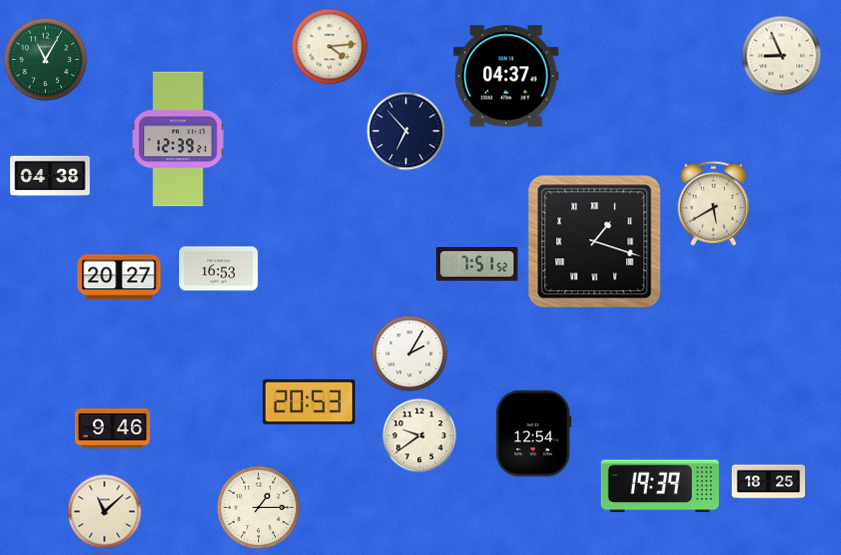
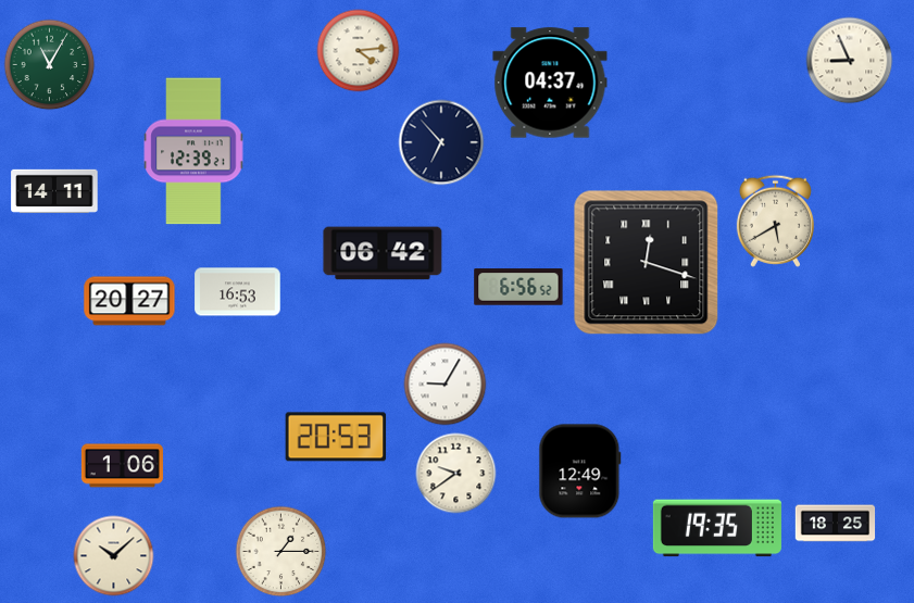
clock at (50, 176): 04:38 -> 14:11
clock at (383, 253): none -> 06:42
clock at (595, 242): 1:18 -> 12:18
clock at (477, 264): 7:51 -> 6:56
clock at (410, 354): 2:05 -> 9:05
clock at (112, 429): 9:46 -> 1:06
clock at (534, 434): 12:54 -> 12:49
clock at (660, 486): 19:39 -> 19:35
clock at (105, 512): 11:08 -> 10:08
